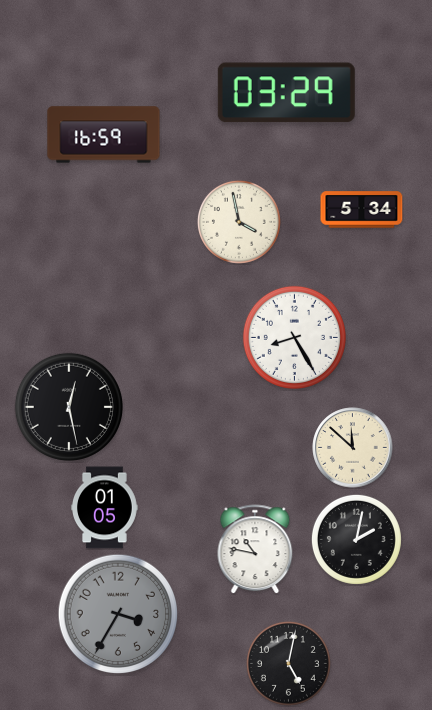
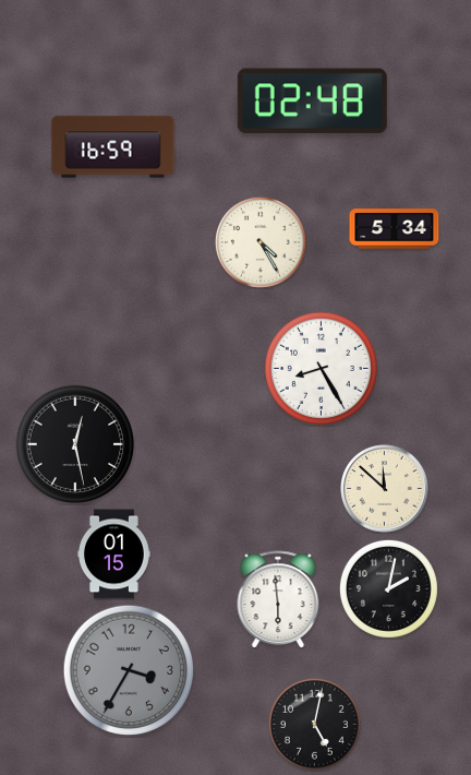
clock at (286, 93): 03:29 -> 02:48
clock at (239, 222): 3:58 -> 4:25
clock at (105, 508): 01:05 -> 01:15
clock at (255, 549): 10:47 -> 5:59
